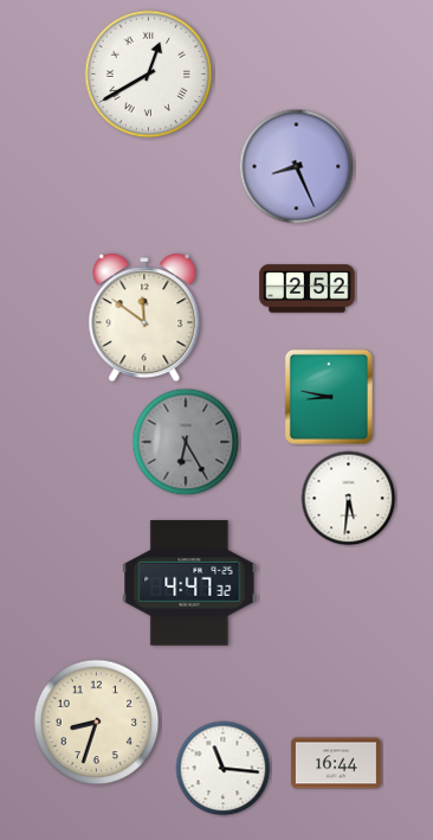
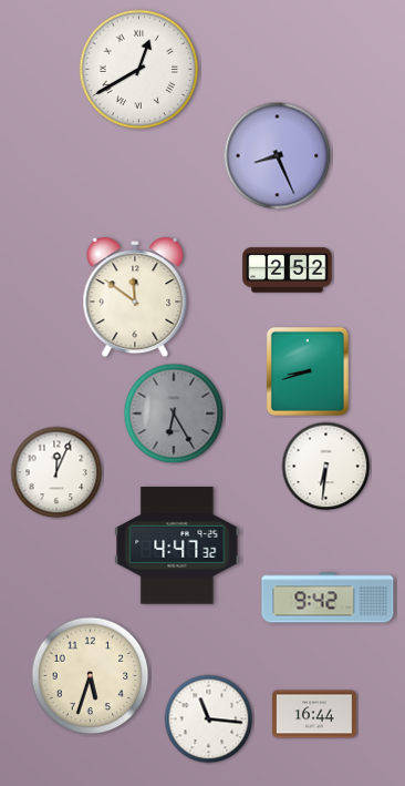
clock at (329, 397): 8:47 -> 8:42
clock at (349, 499): 5:31 -> 6:31
clock at (56, 472): none -> 12:04
clock at (328, 598): none -> 9:42
clock at (97, 723): 8:33 -> 5:33
